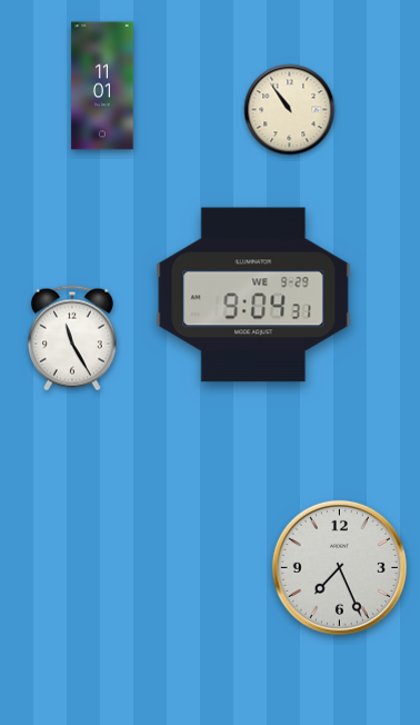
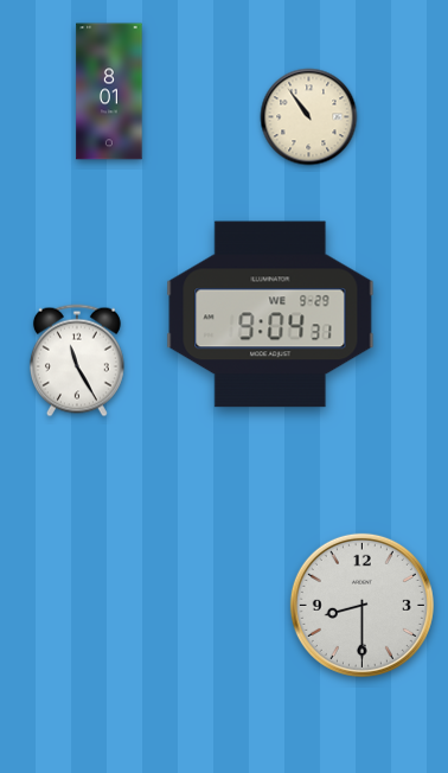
clock at (102, 86): 11:01 -> 8:01
clock at (339, 567): 7:26 -> 8:30
